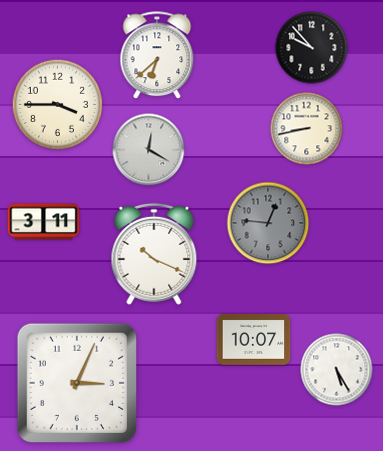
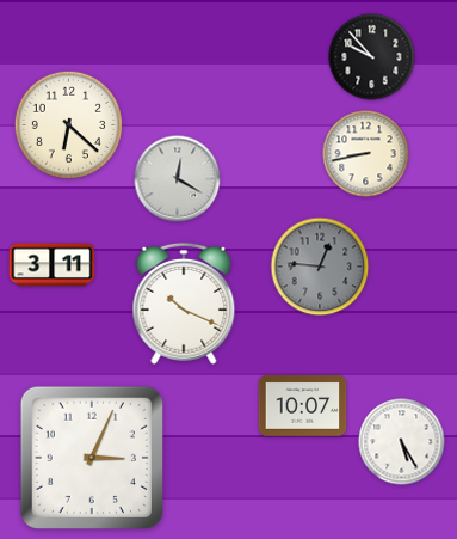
clock at (157, 56): 6:38 -> none
clock at (57, 104): 3:45 -> 6:22
